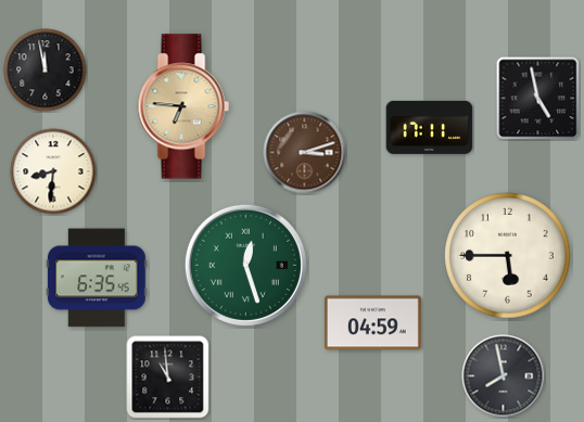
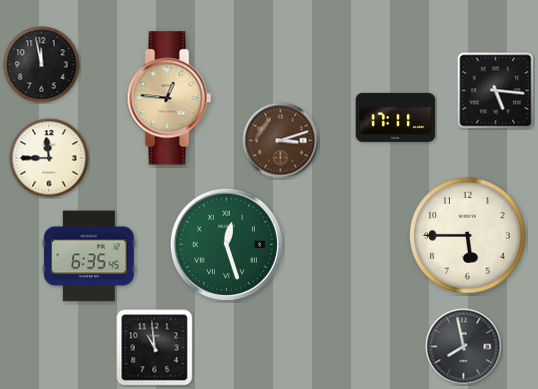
clock at (538, 99): 4:58 -> 5:16
clock at (183, 106): 6:46 -> 12:46
clock at (53, 171): 8:31 -> 11:45
clock at (372, 323): 04:59 -> none
